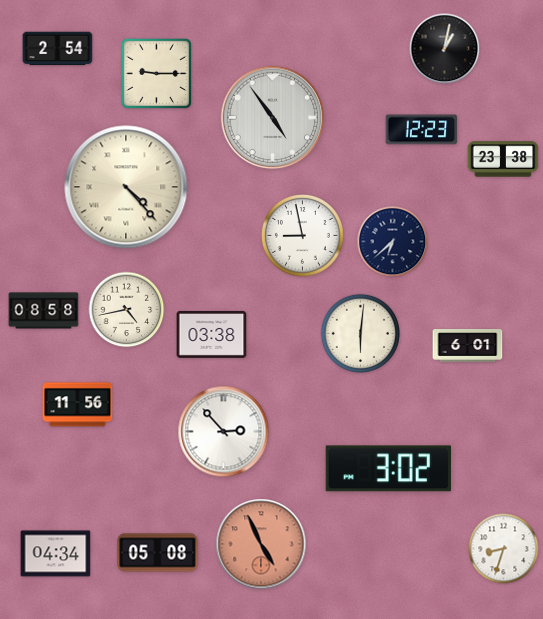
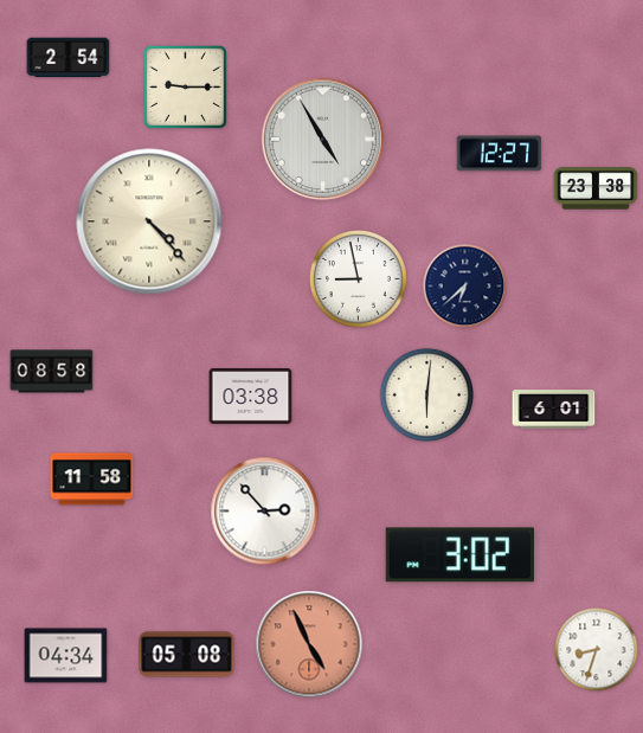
clock at (445, 49): 1:02 -> none
clock at (273, 118): 4:54 -> 4:55
clock at (422, 130): 12:23 -> 12:27
clock at (127, 310): 4:43 -> none
clock at (44, 311) position: (44, 311) -> (52, 372)
clock at (78, 405): 11:56 -> 11:58
